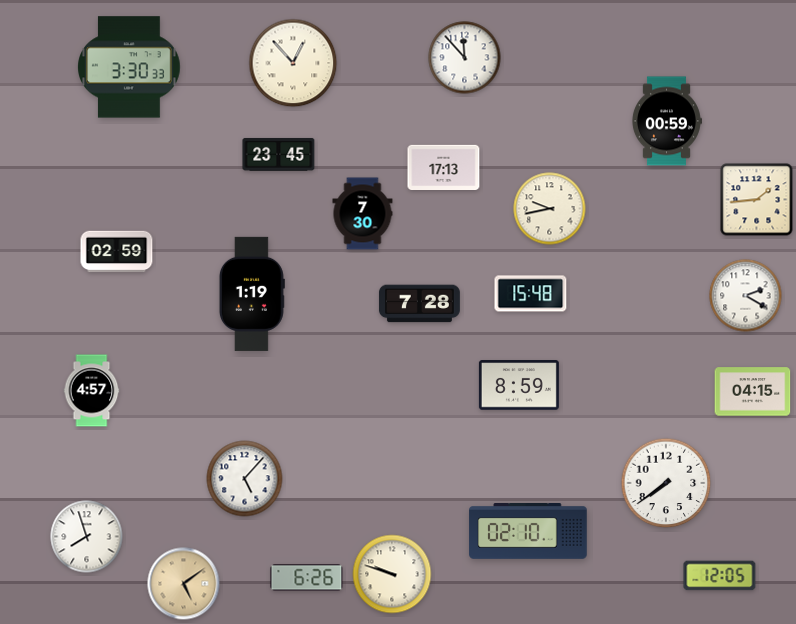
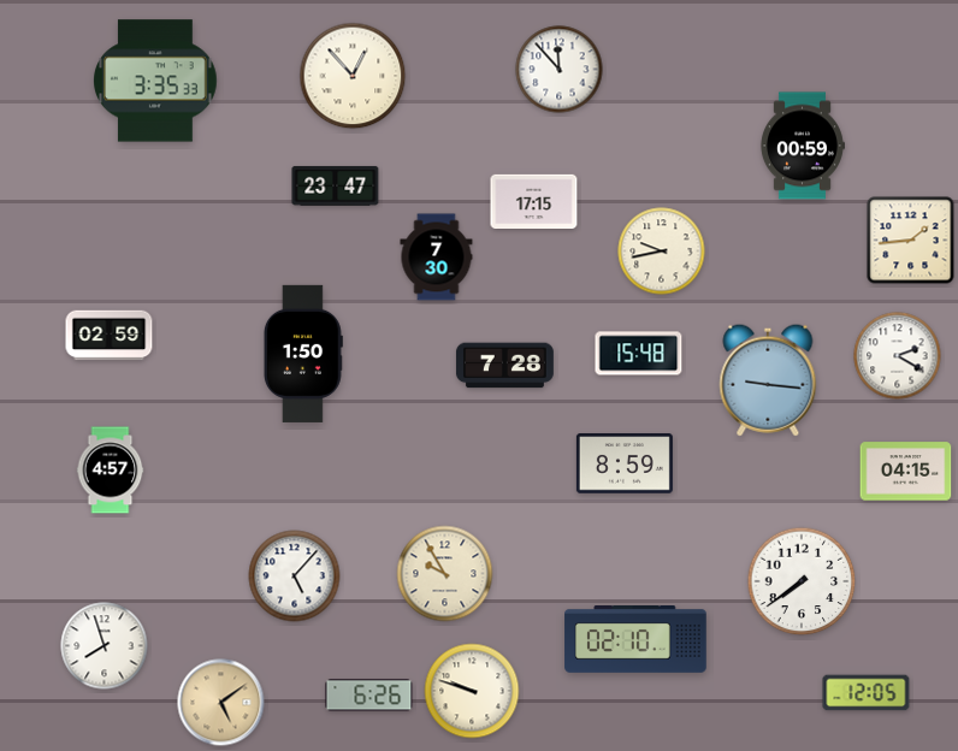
clock at (129, 67): 3:30 -> 3:35
clock at (279, 154): 23:45 -> 23:47
clock at (444, 167): 17:13 -> 17:15
clock at (117, 252) position: (117, 252) -> (110, 336)
clock at (252, 294): 1:19 -> 1:50
clock at (768, 380): none -> 9:16
clock at (445, 574): none -> 9:55
